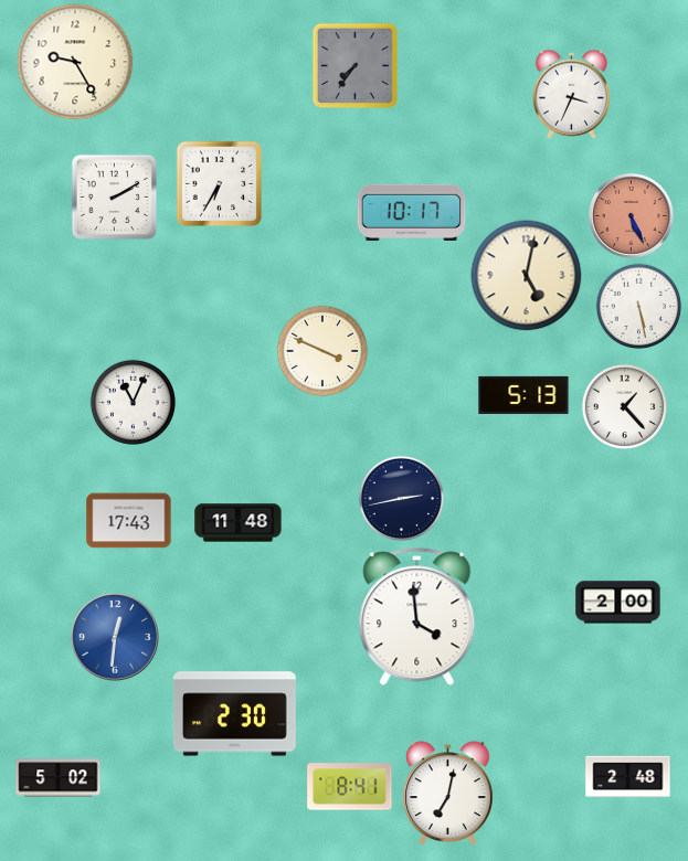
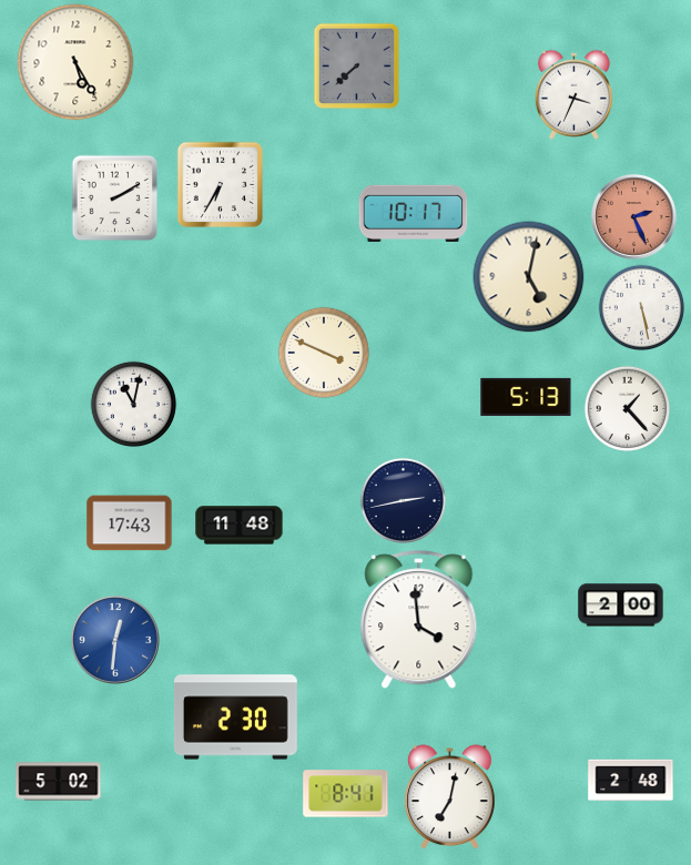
clock at (75, 62): 9:25 -> 5:25
clock at (354, 65): 7:36 -> 7:38
clock at (631, 215): 5:26 -> 2:26
clock at (133, 402): 11:04 -> 11:02
clock at (350, 787) position: (350, 787) -> (346, 794)
